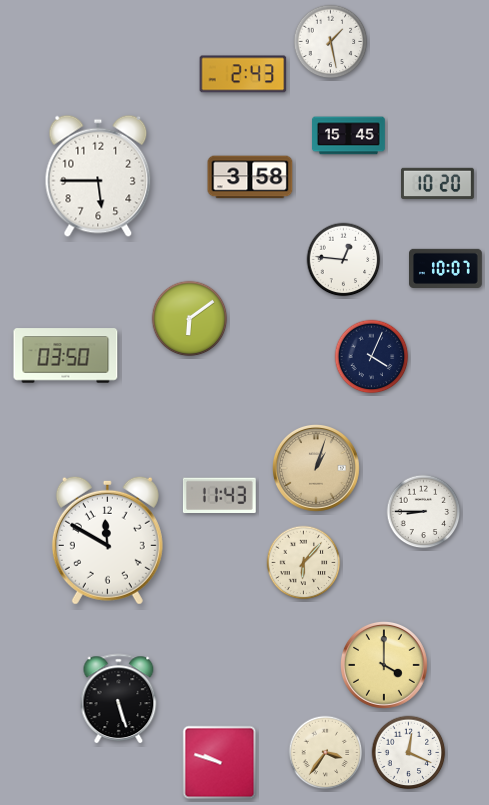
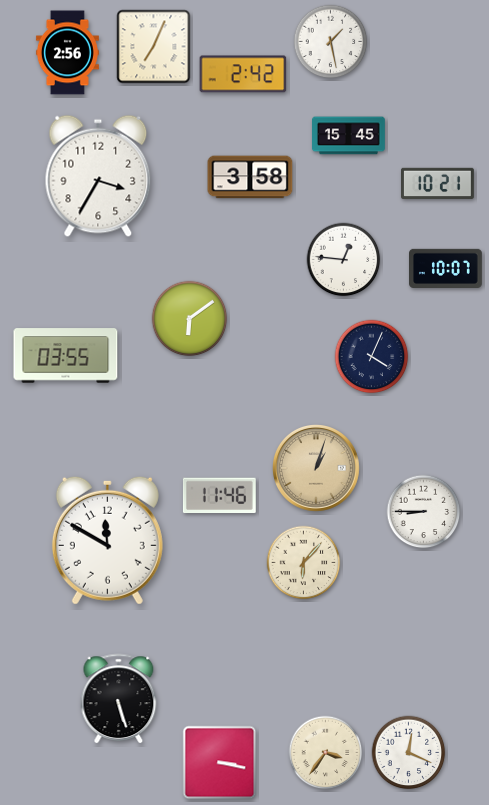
clock at (154, 47): none -> 7:04
clock at (67, 53): none -> 2:56
clock at (243, 74): 2:43 -> 2:42
clock at (98, 176): 5:45 -> 3:35
clock at (438, 184): 10:20 -> 10:21
clock at (66, 356): 03:50 -> 03:55
clock at (219, 496): 11:43 -> 11:46
clock at (385, 666): 4:00 -> none
clock at (220, 763): 9:48 -> 3:17
